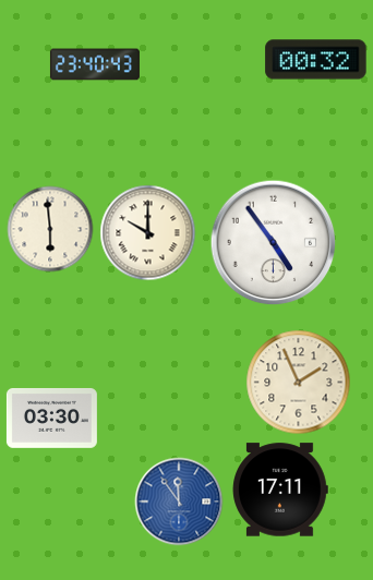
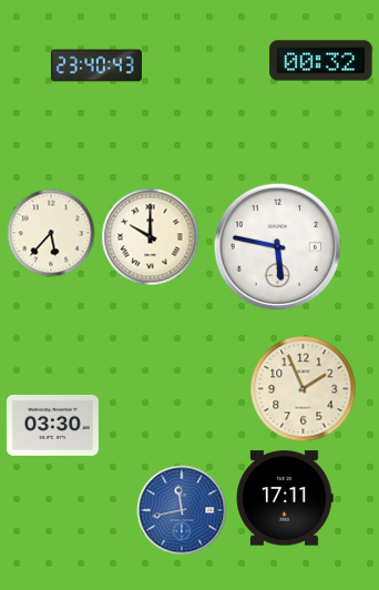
clock at (50, 229): 5:59 -> 5:37
clock at (273, 242): 4:54 -> 5:47
clock at (179, 502): 11:54 -> 11:43
